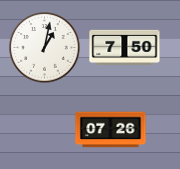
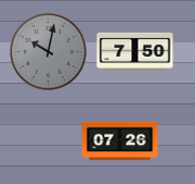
clock at (45, 48): 1:02 -> 10:02
clock at (45, 48) dial: white -> grey
